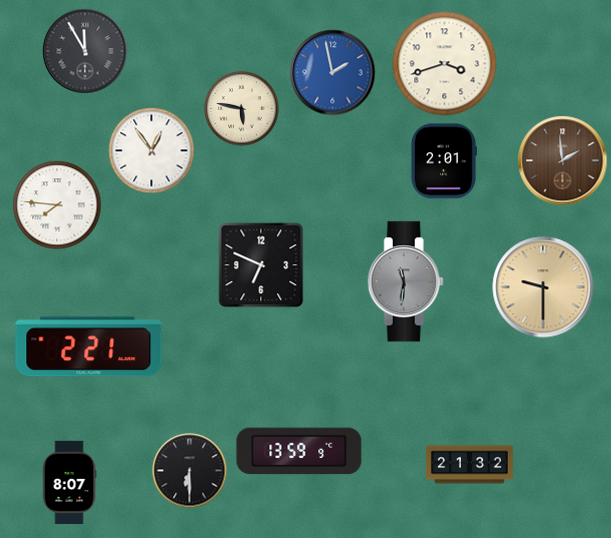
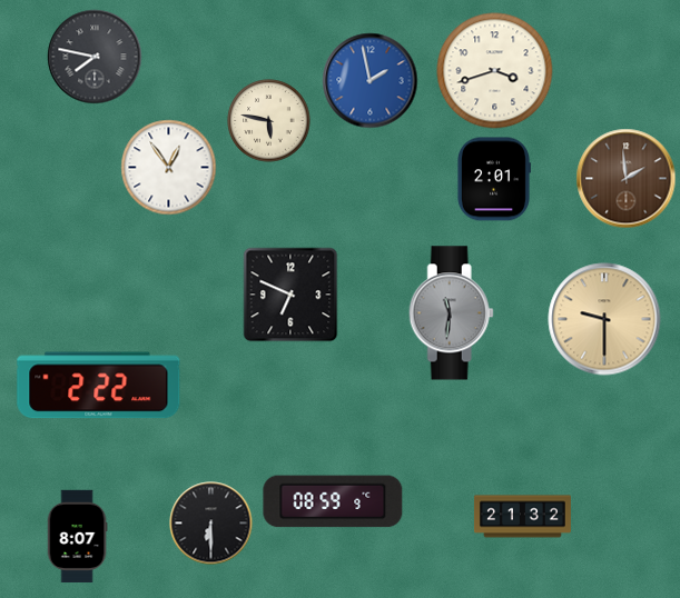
clock at (85, 51): 11:55 -> 7:47
clock at (57, 205): 7:46 -> none
clock at (89, 347): 2:21 -> 2:22
clock at (299, 451): 13:59 -> 08:59
